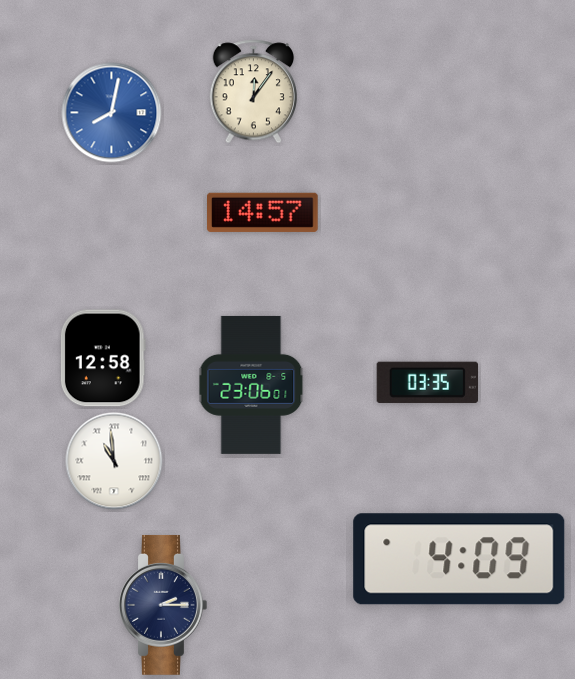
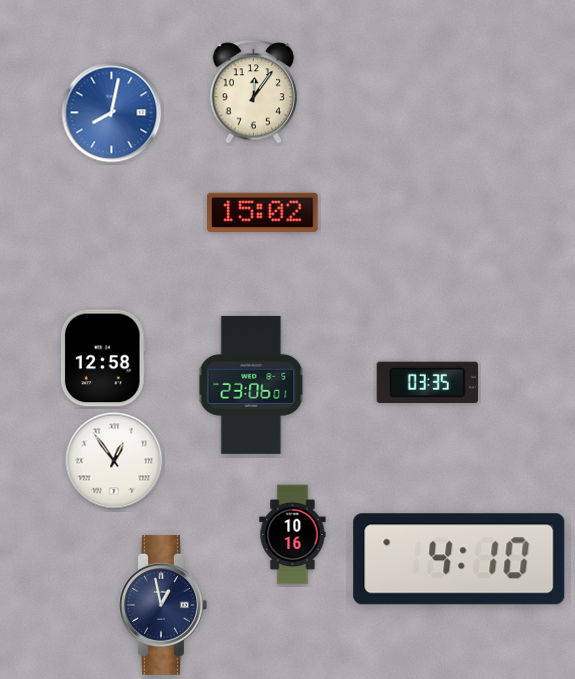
clock at (263, 212): 14:57 -> 15:02
clock at (114, 461): 10:59 -> 12:54
clock at (293, 535): none -> 10:16
clock at (459, 559): 4:09 -> 4:10
clock at (163, 605): 2:15 -> 12:58
